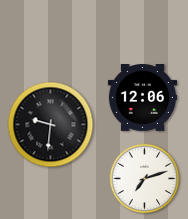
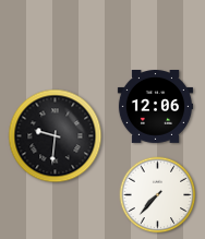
clock at (145, 179): 7:12 -> 7:37
